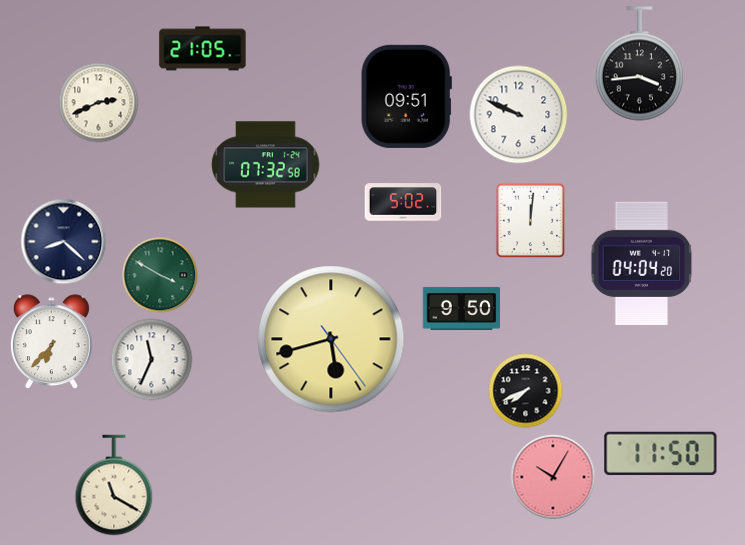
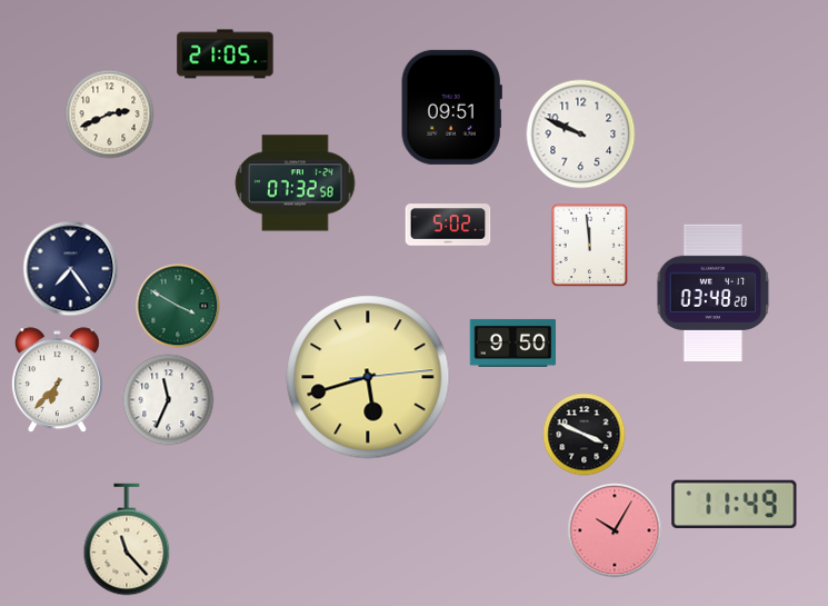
clock at (639, 64): 3:44 -> none
clock at (519, 115) position: (519, 115) -> (581, 135)
clock at (531, 221): 12:01 -> 11:59
clock at (64, 242): 8:22 -> 7:24
clock at (642, 264): 04:04 -> 03:48
clock at (331, 339): 5:42:24 -> 5:42:14
clock at (526, 391): 7:41 -> 3:49
clock at (661, 453): 11:50 -> 11:49
clock at (114, 485): 11:20 -> 11:23
